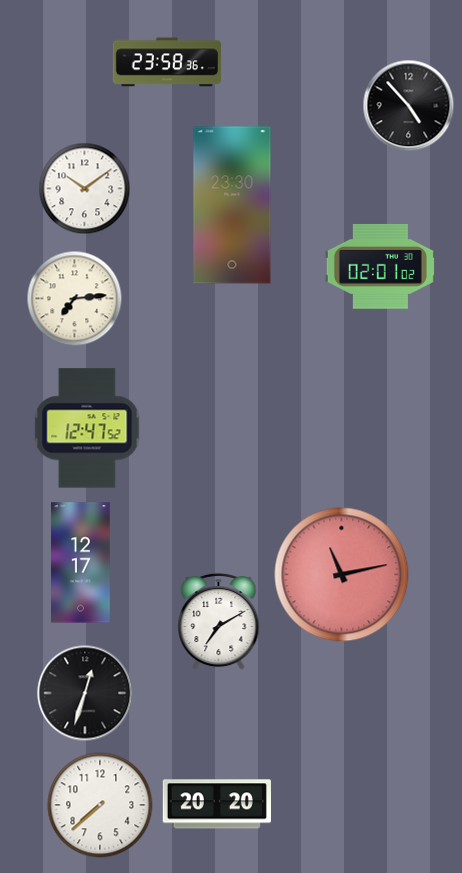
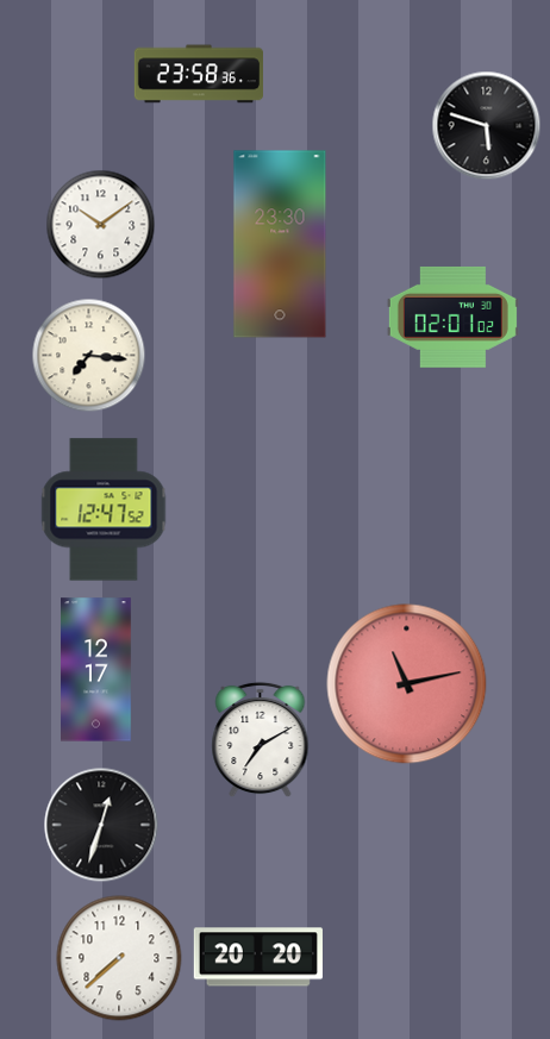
clock at (409, 106): 4:53 -> 5:48
clock at (232, 205) position: (232, 205) -> (280, 244)
clock at (75, 299): 7:14 -> 7:16
